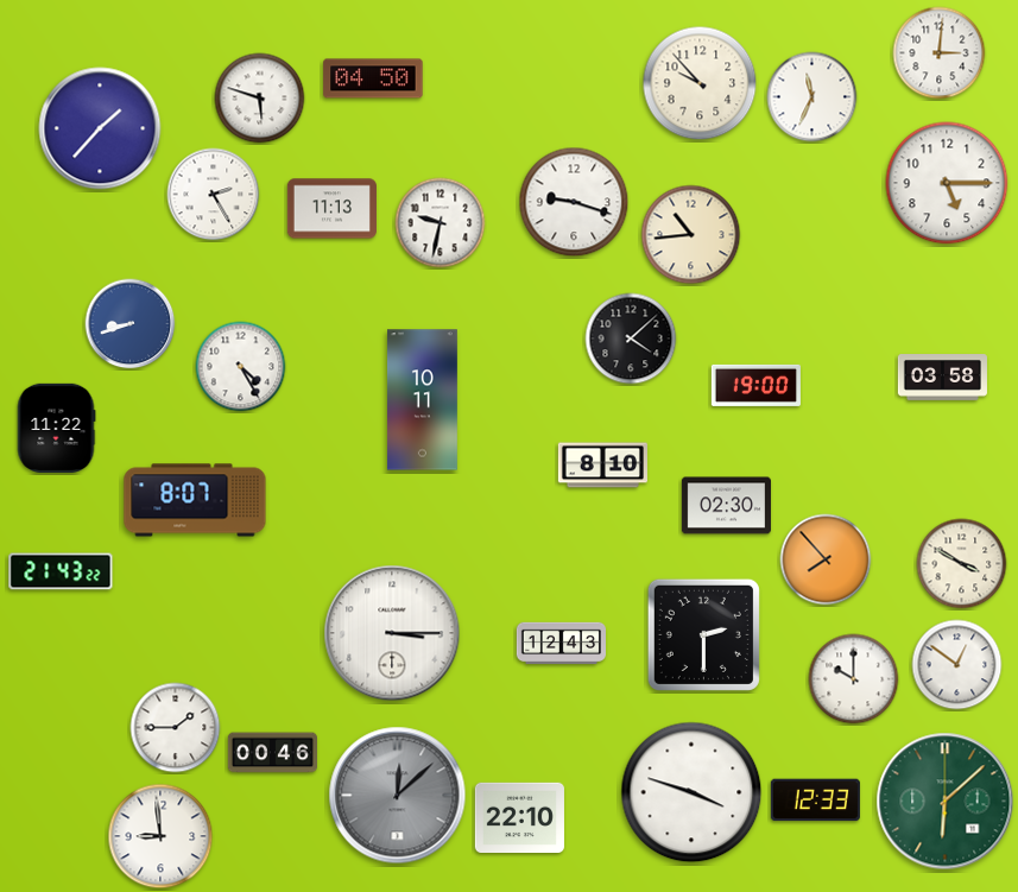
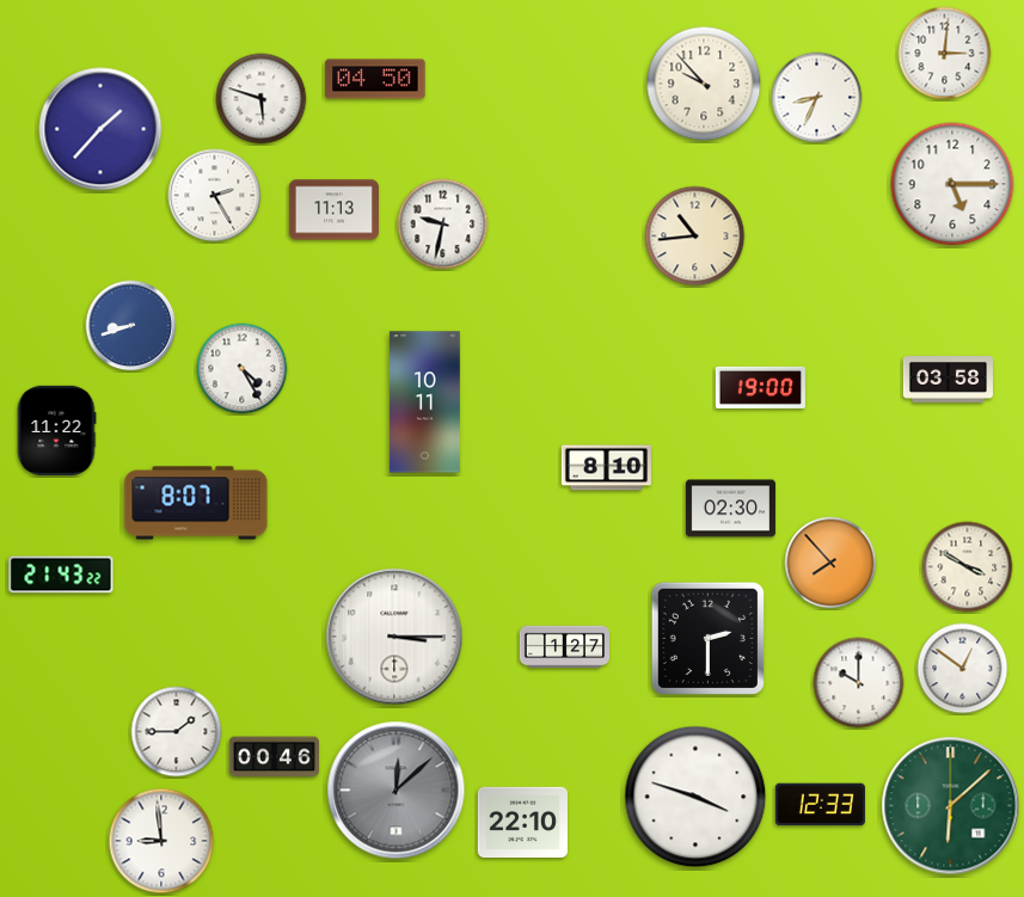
clock at (812, 97): 11:34 -> 8:34
clock at (574, 202): 9:18 -> none
clock at (631, 339): 4:08 -> none
clock at (561, 644): 12:43 -> 1:27
clock at (398, 796) position: (398, 796) -> (397, 791)
